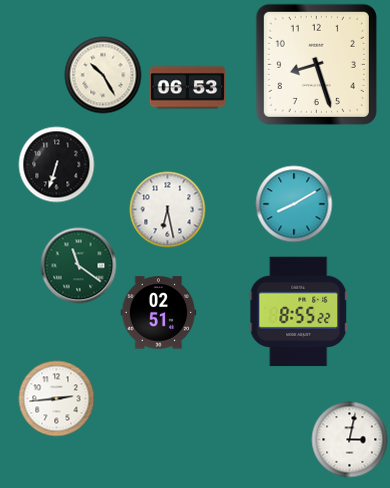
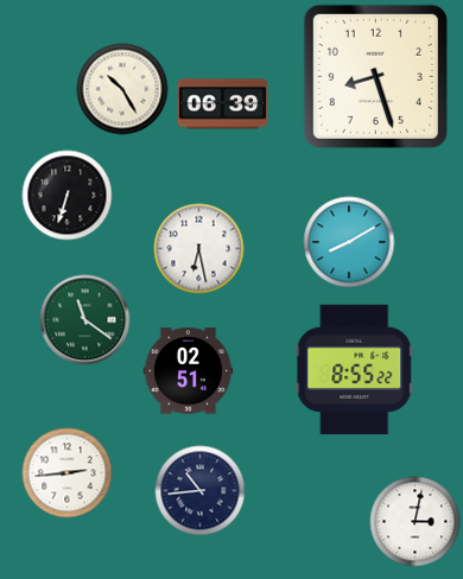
clock at (188, 88): 06:53 -> 06:39
clock at (79, 266) position: (79, 266) -> (85, 320)
clock at (201, 491): none -> 10:44
